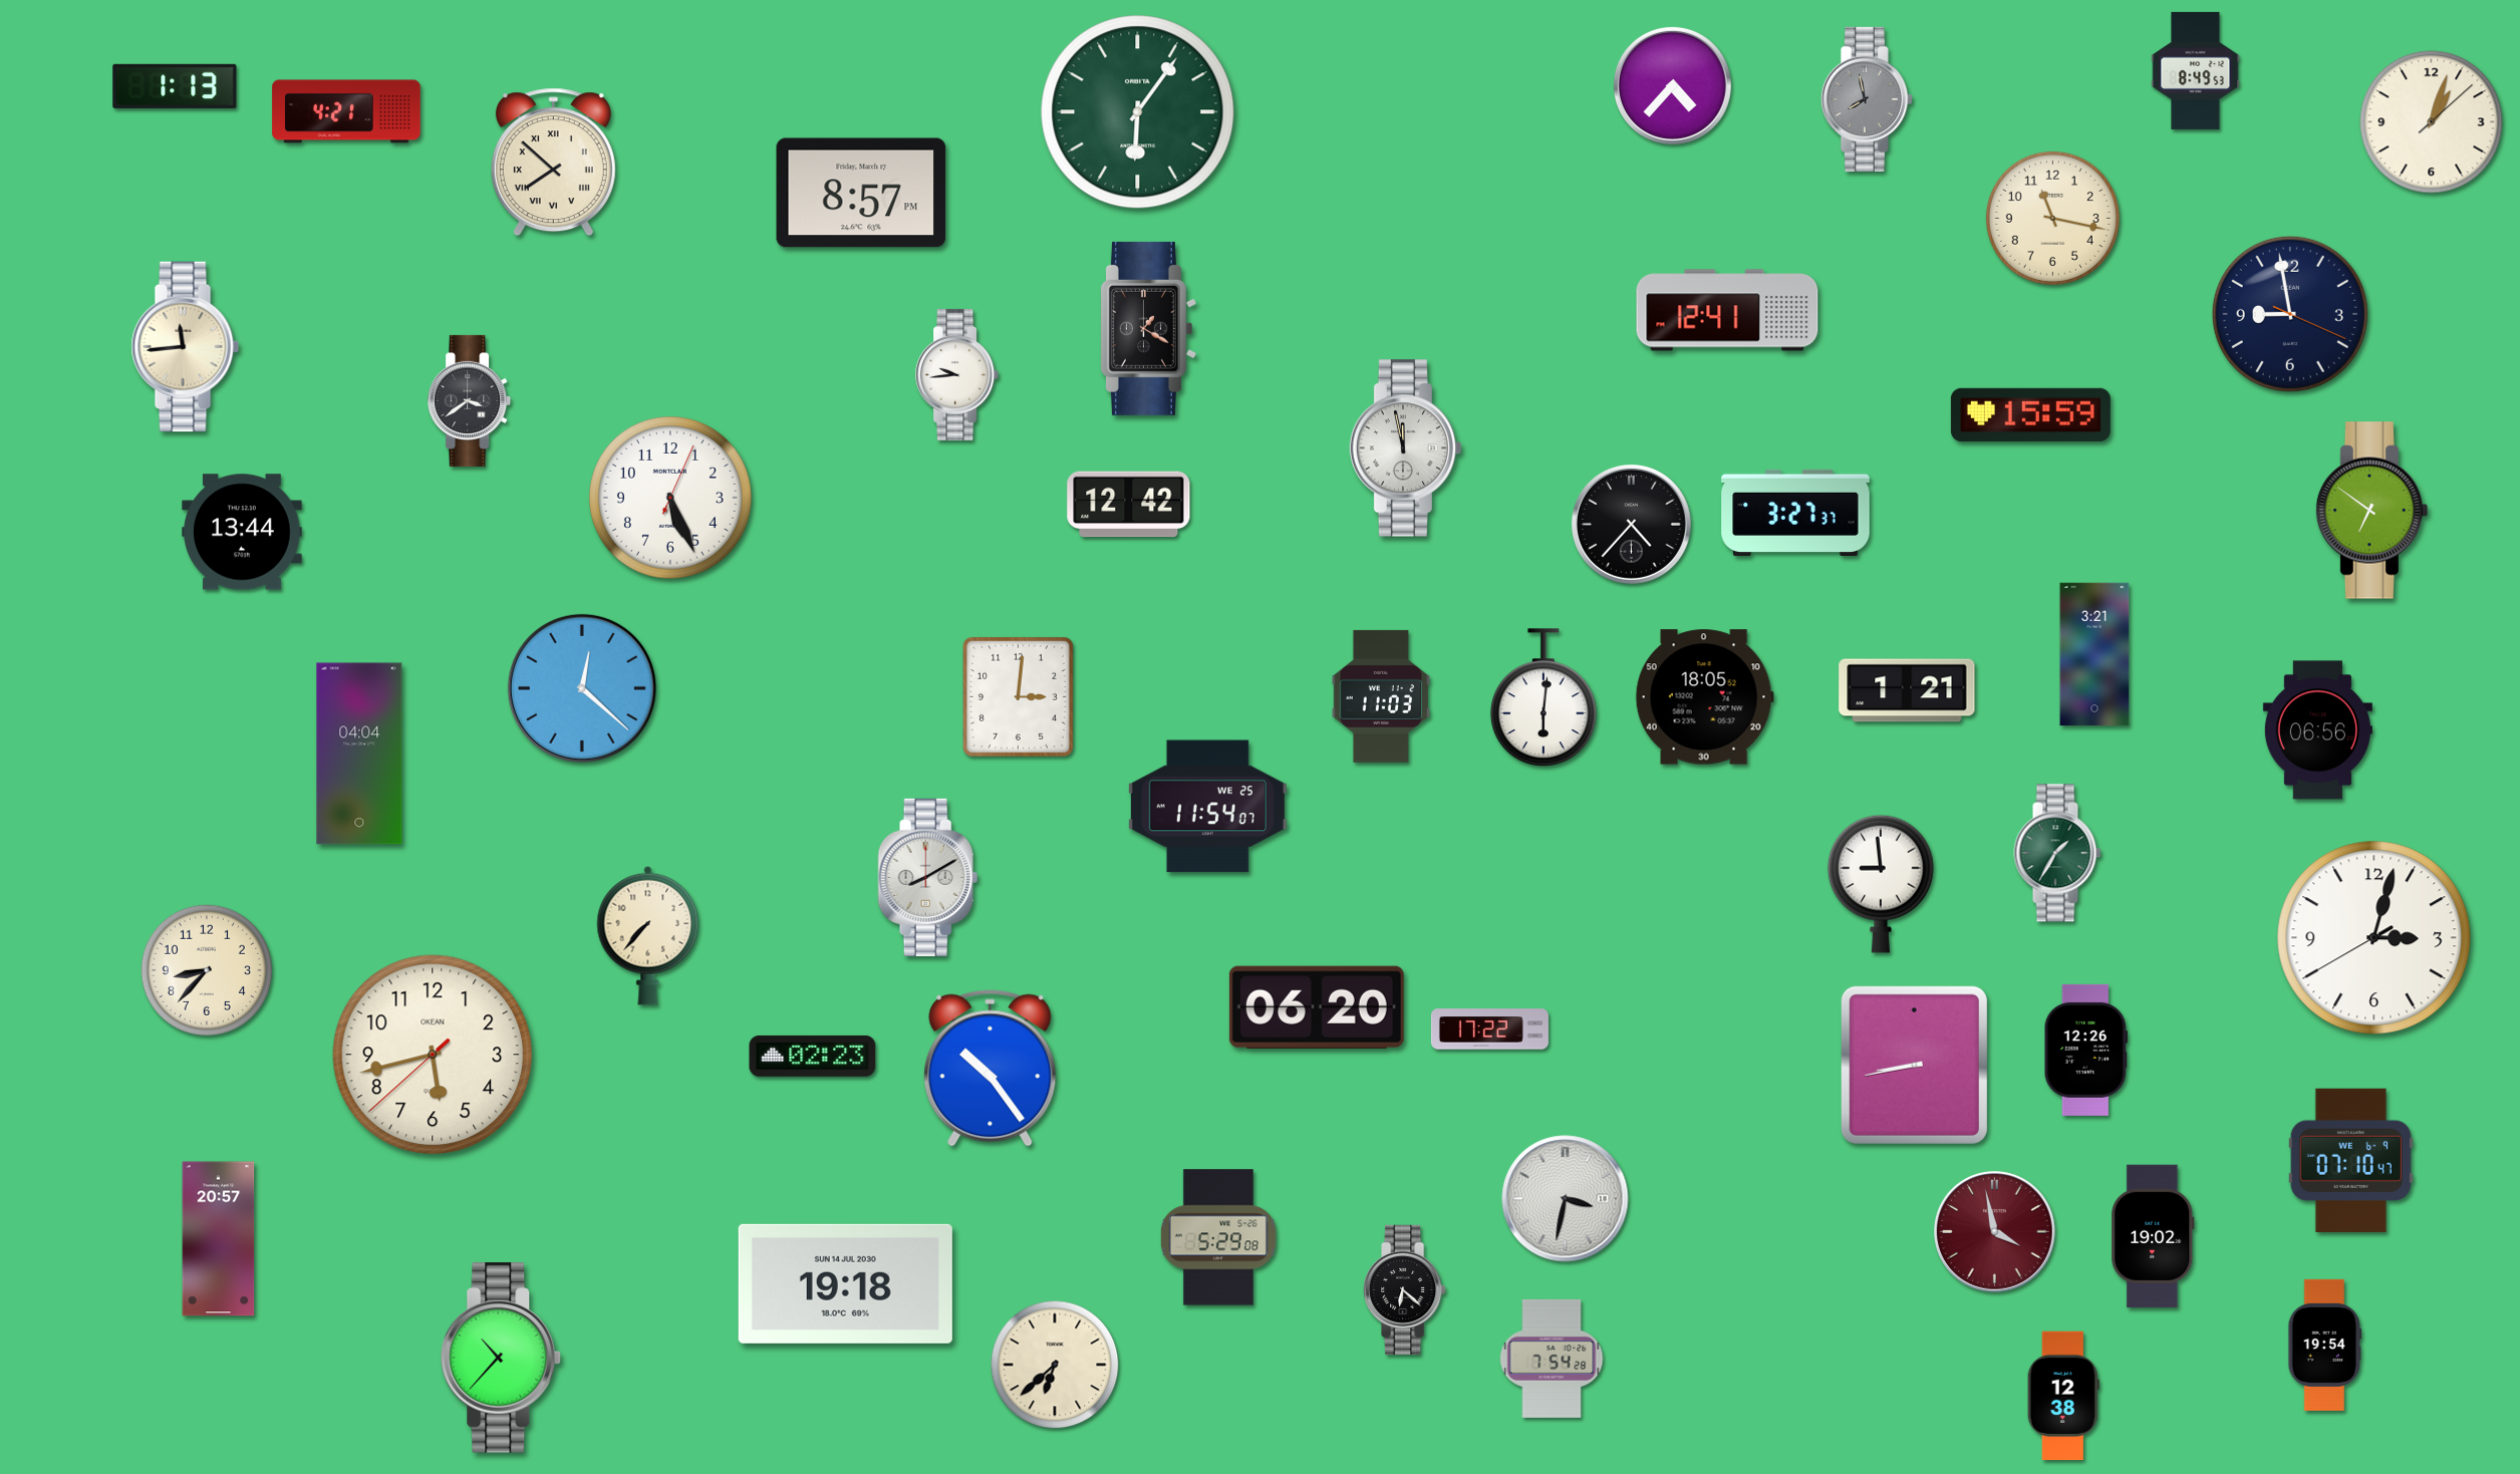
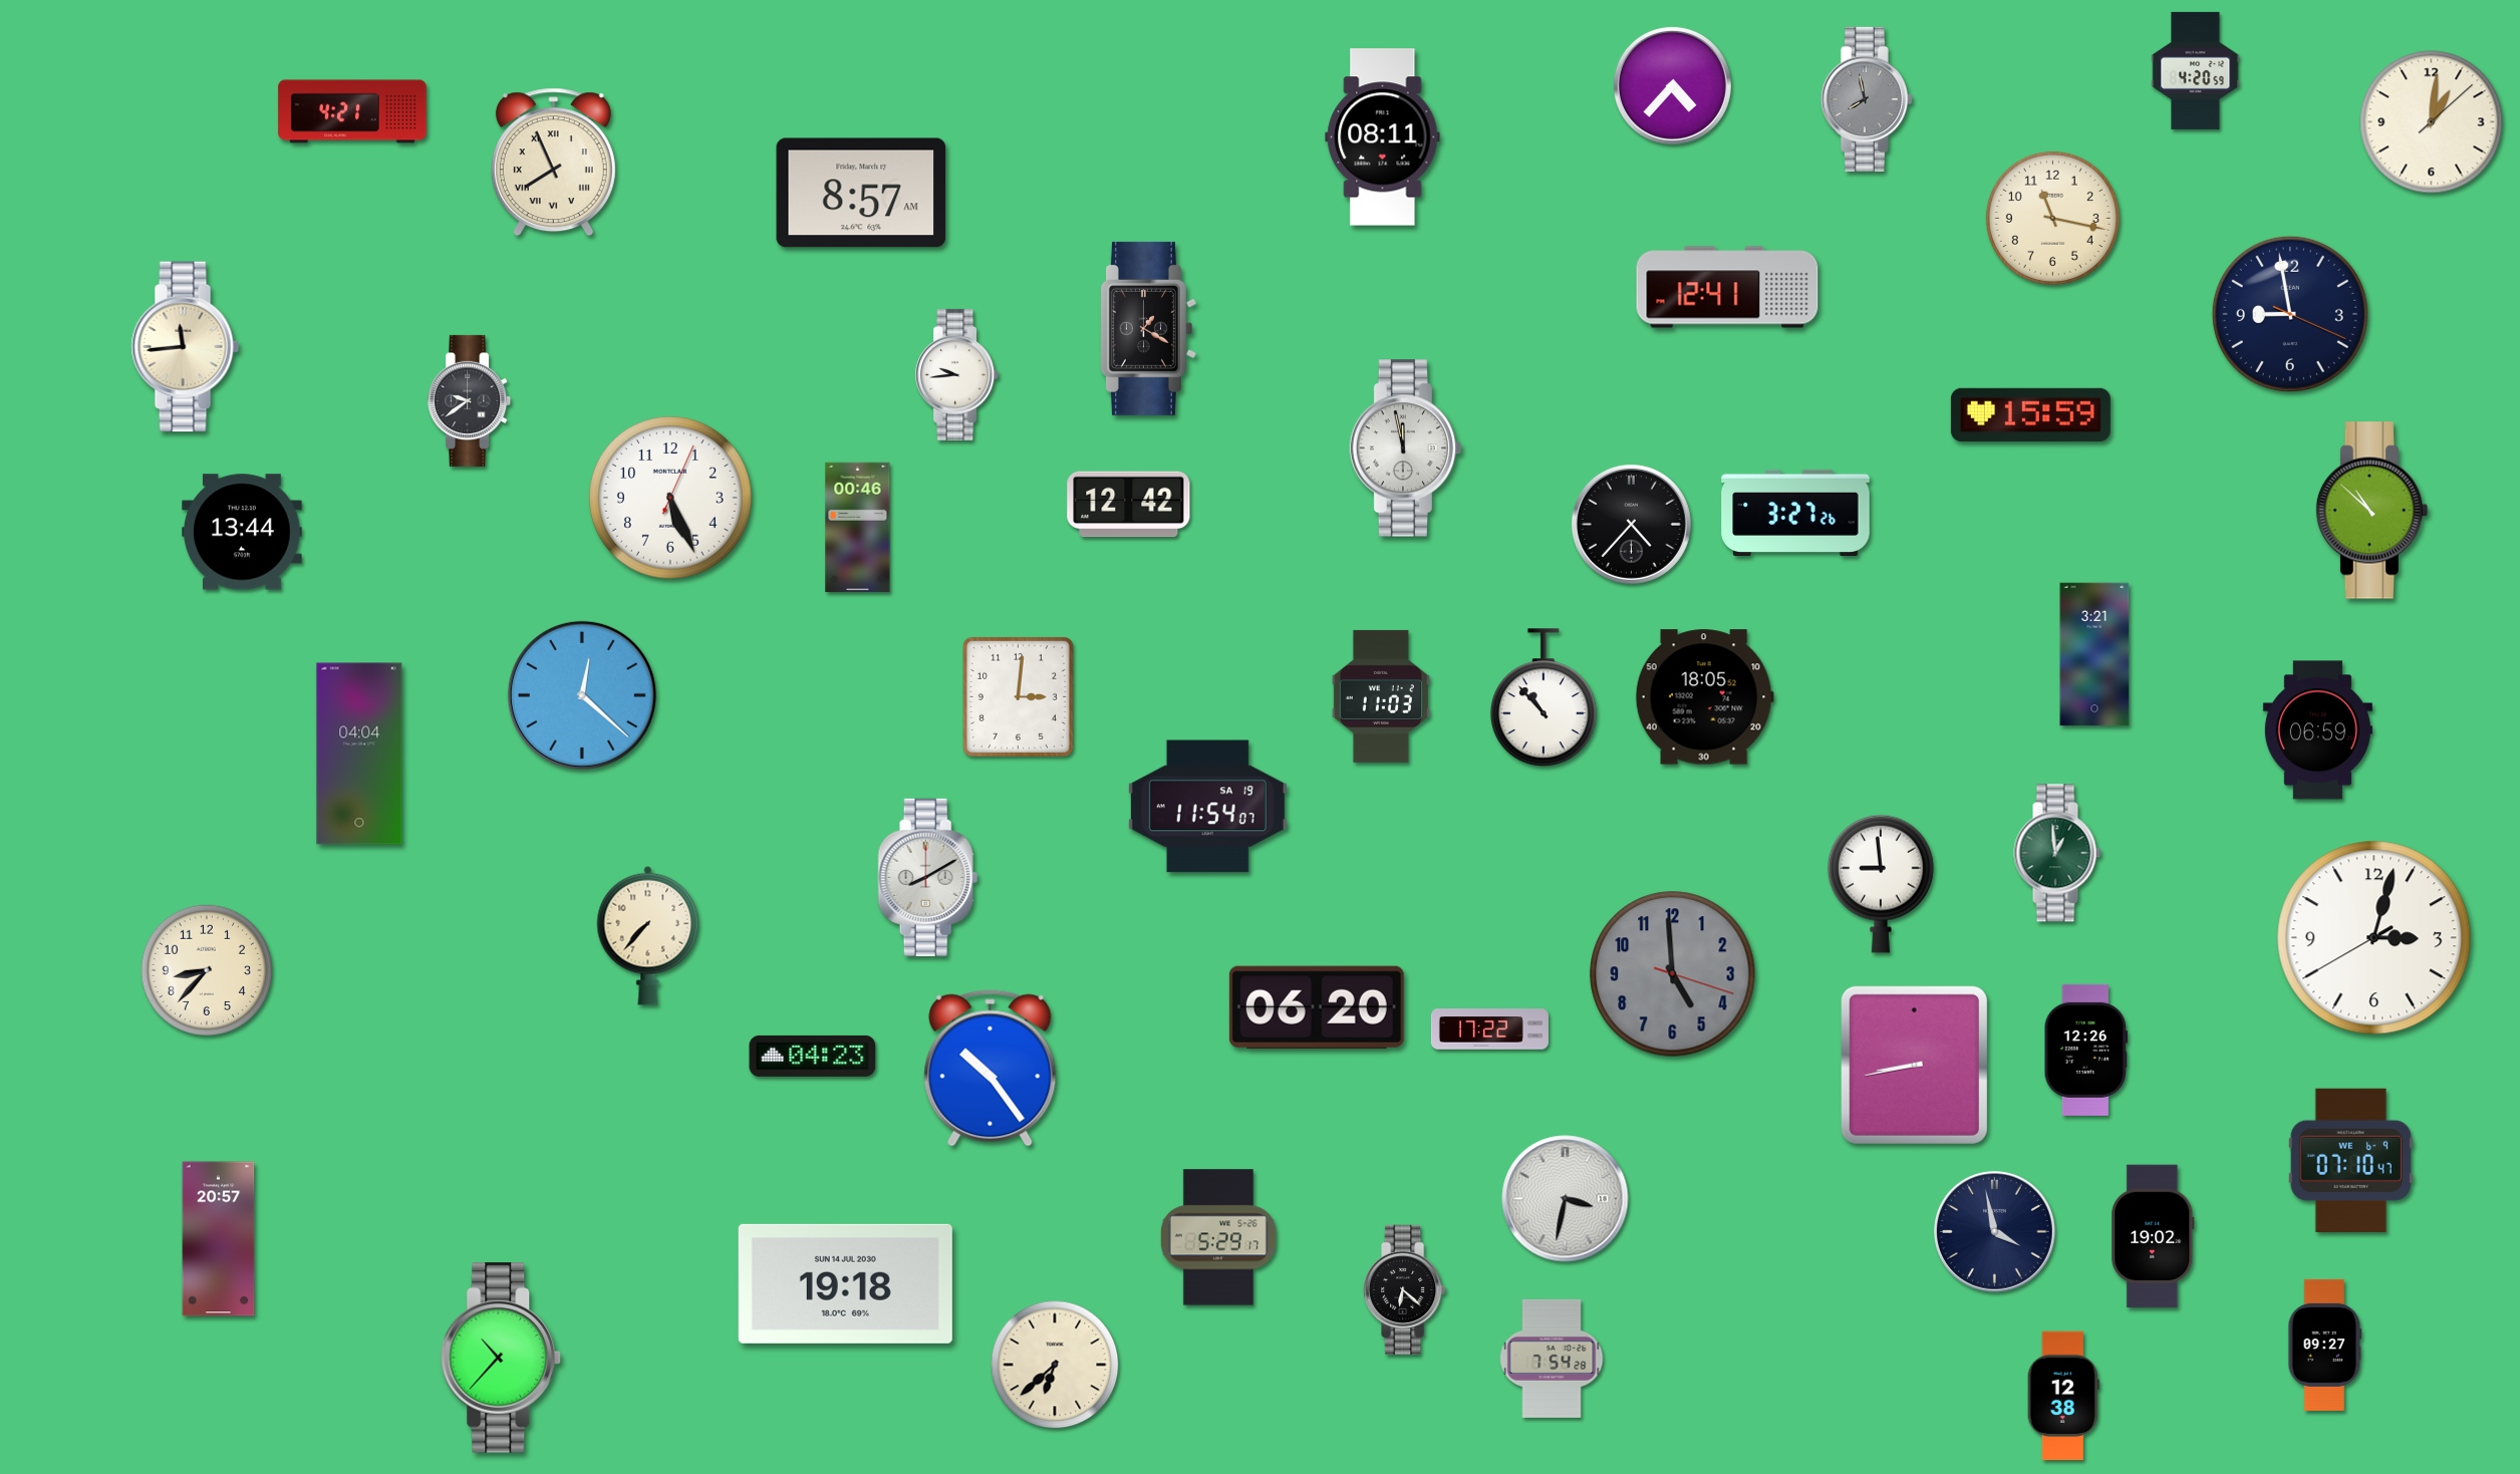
clock at (2196, 70): 8:49 -> 4:20
clock at (175, 86): 1:13 -> none
clock at (346, 111) position: (346, 111) -> (352, 111)
clock at (1138, 112): 6:06 -> none
clock at (2432, 122): 1:03 -> 1:01
clock at (1383, 137): none -> 08:11
clock at (553, 163): 7:52 -> 7:56
clock at (861, 193): 8:57 PM -> 8:57 AM
clock at (1727, 310) position: (1727, 310) -> (1727, 287)
clock at (470, 400): 3:39 -> 9:39
clock at (2372, 511): 6:51 -> 10:52
clock at (1795, 513): 3:27:37 -> 3:27:26
clock at (858, 528): none -> 00:46
clock at (582, 688) position: (582, 688) -> (582, 695)
clock at (1907, 690): 1:21 -> none
clock at (1544, 697): 6:01 -> 10:53
clock at (2317, 730): 06:56 -> 06:59
clock at (1207, 807) date: WE 25 -> SA 19
clock at (2057, 853): 1:35 -> 12:59
clock at (1673, 974): none -> 4:59
clock at (433, 1055): 5:42 -> none
clock at (813, 1056): 02:23 -> 04:23
clock at (1995, 1232) dial: burgundy -> navy
clock at (1218, 1237): 5:29:08 -> 5:29:17
clock at (2325, 1345): 19:54 -> 09:27
